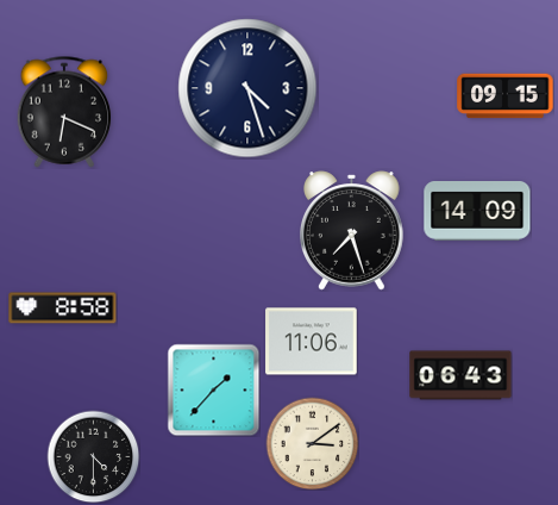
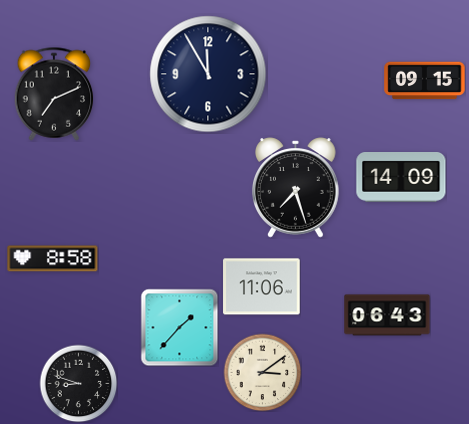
clock at (247, 88): 4:27 -> 11:55
clock at (64, 112): 6:19 -> 7:11
clock at (352, 231) position: (352, 231) -> (296, 188)
clock at (93, 456): 4:30 -> 8:48
